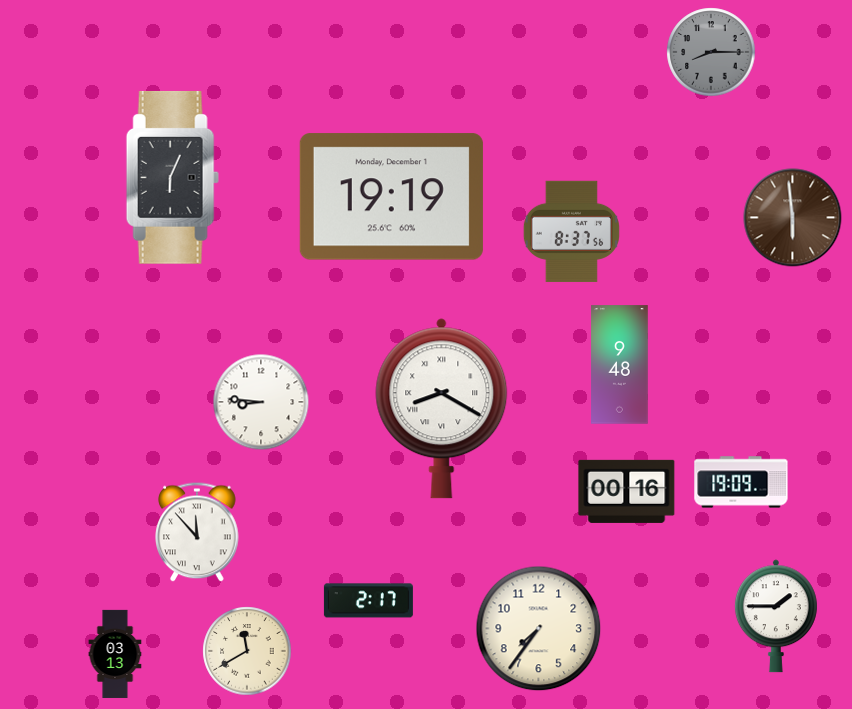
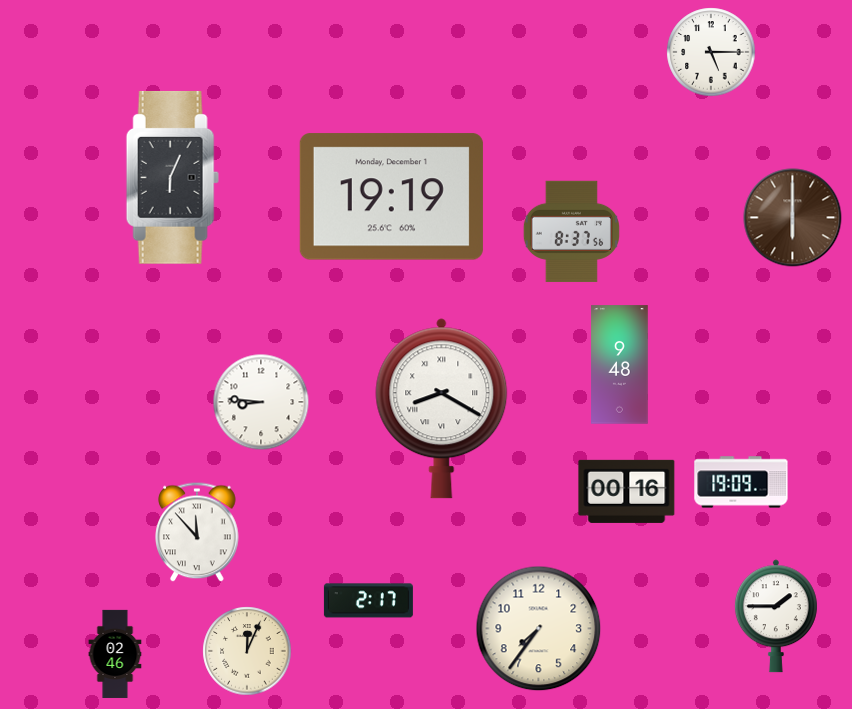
clock at (711, 52): 8:15 -> 5:15
clock at (711, 52) dial: grey -> white
clock at (793, 218): 5:59 -> 6:00
clock at (247, 651): 11:40 -> 12:04
clock at (115, 653): 03:13 -> 02:46
